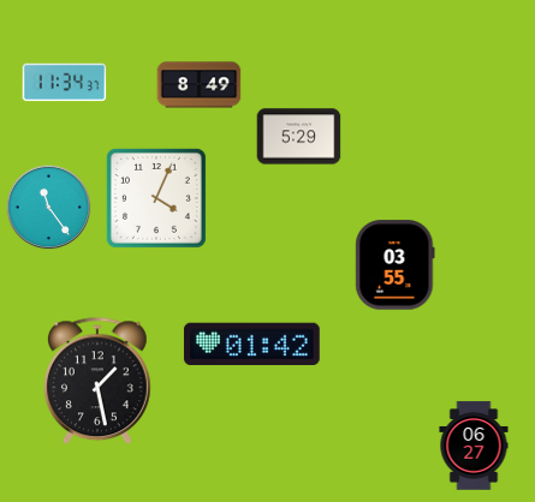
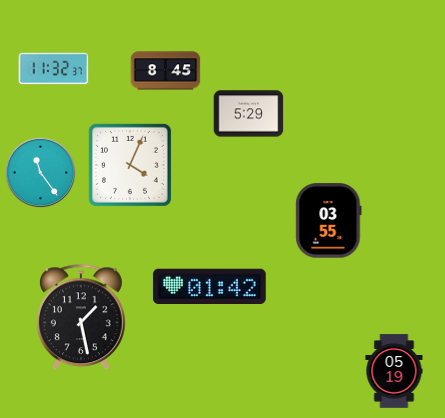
clock at (65, 83): 11:34 -> 11:32
clock at (200, 85): 8:49 -> 8:45
clock at (474, 446): 06:27 -> 05:19
